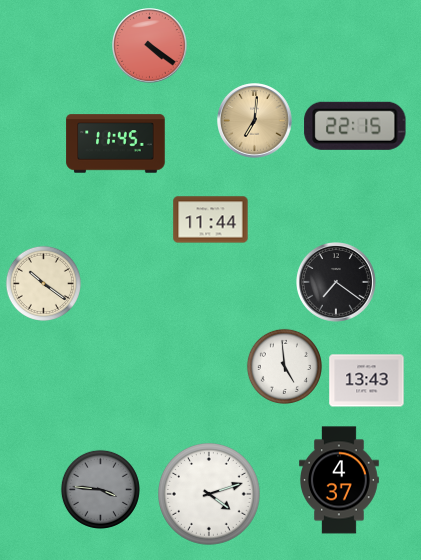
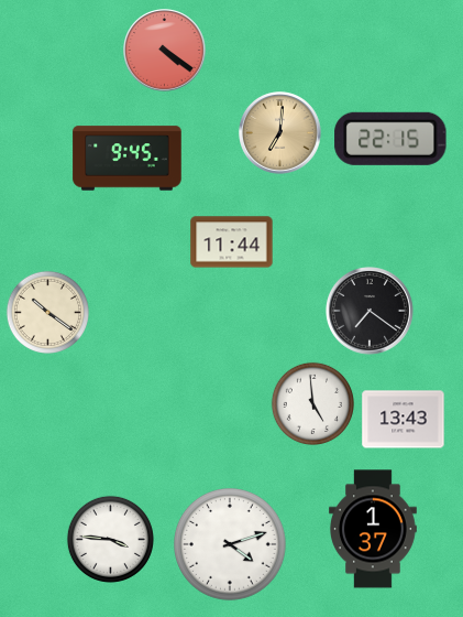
clock at (116, 144): 11:45 -> 9:45
clock at (340, 480): 4:37 -> 1:37
clock at (100, 489) dial: grey -> white
